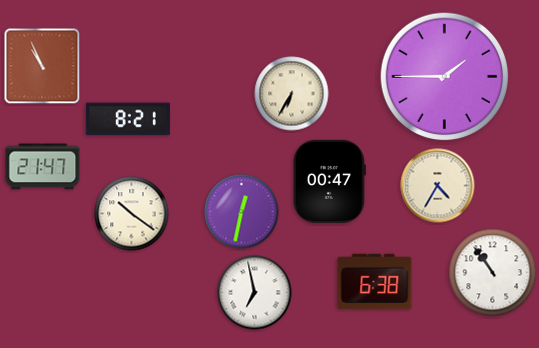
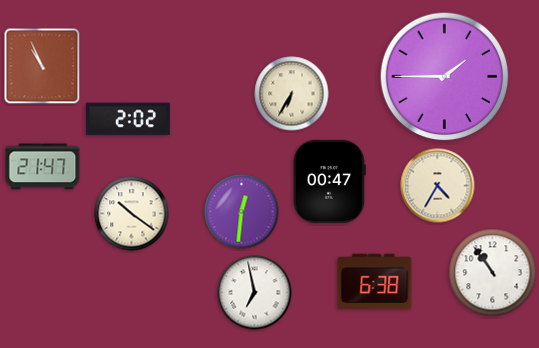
clock at (128, 119): 8:21 -> 2:02
clock at (242, 212): 12:32 -> 12:31
